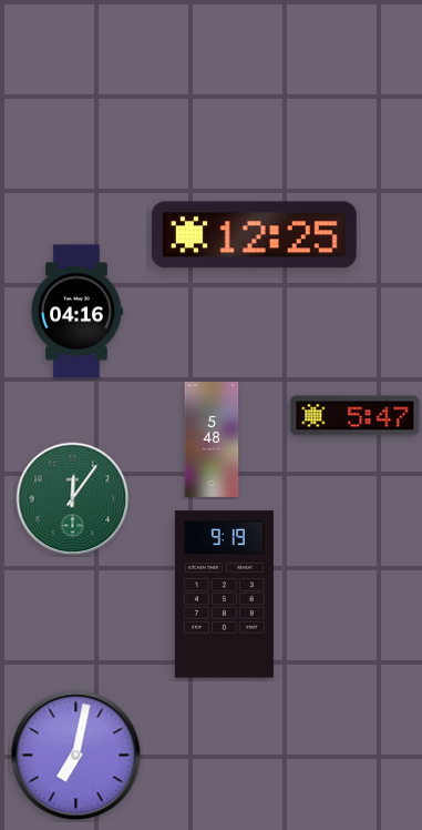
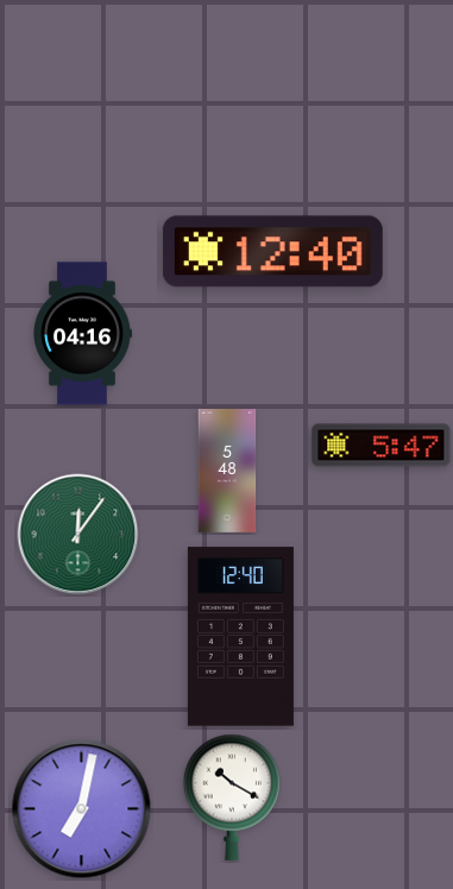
clock at (254, 235): 12:25 -> 12:40
clock at (224, 595): 9:19 -> 12:40
clock at (232, 797): none -> 10:20
